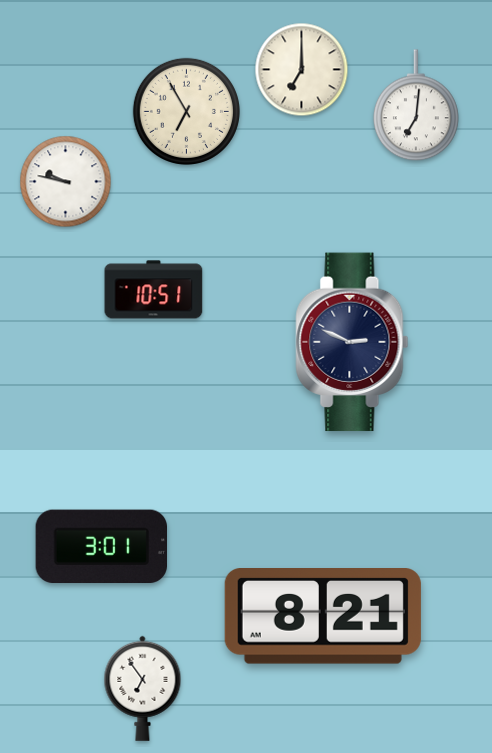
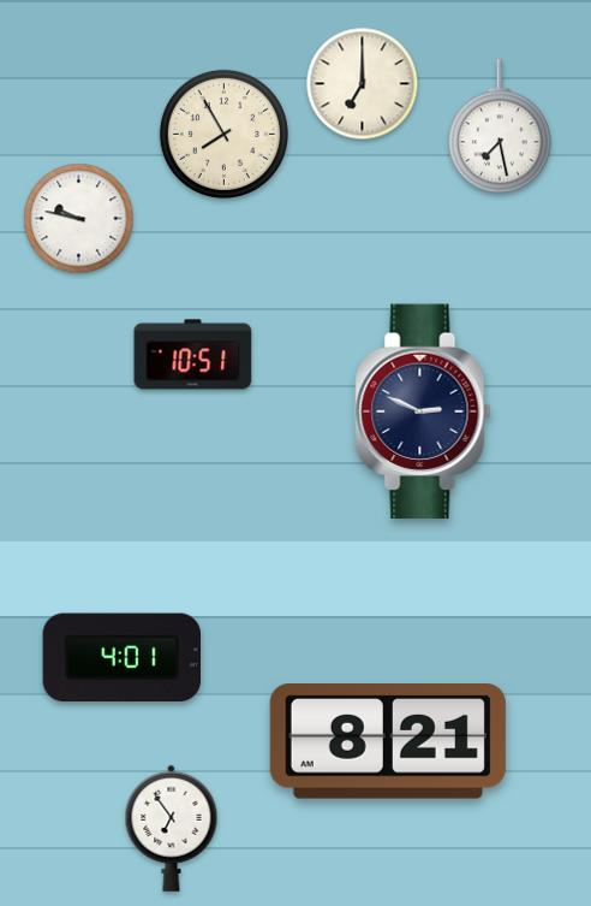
clock at (416, 106): 7:01 -> 7:28
clock at (186, 111): 6:55 -> 7:55
clock at (154, 290) position: (154, 290) -> (193, 355)
clock at (101, 547): 3:01 -> 4:01
